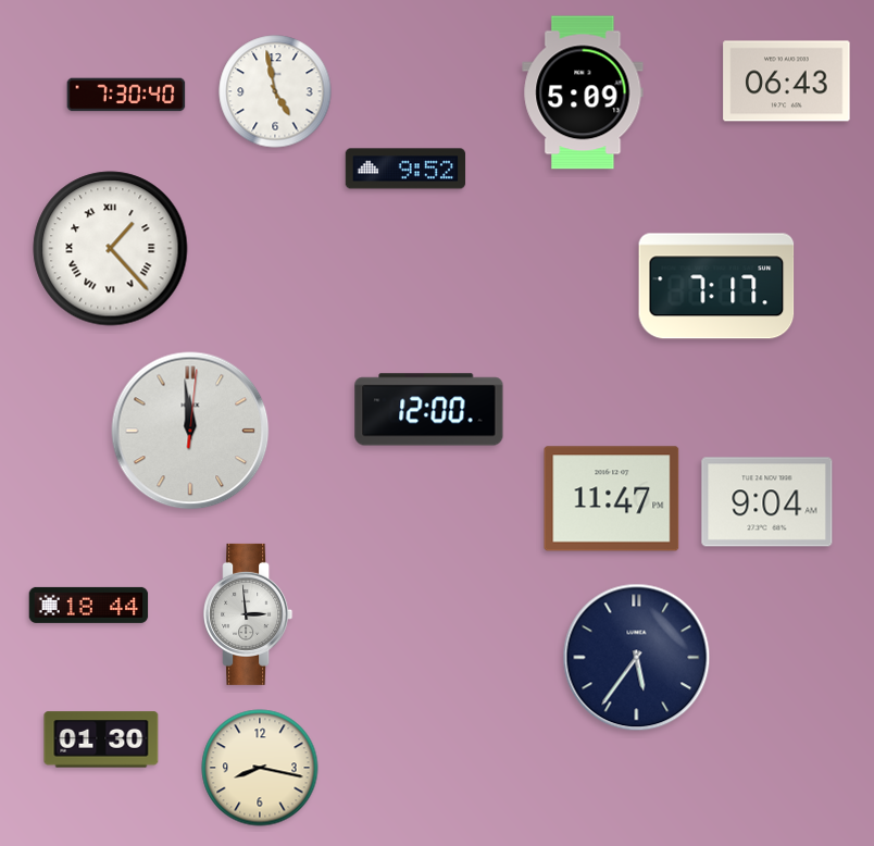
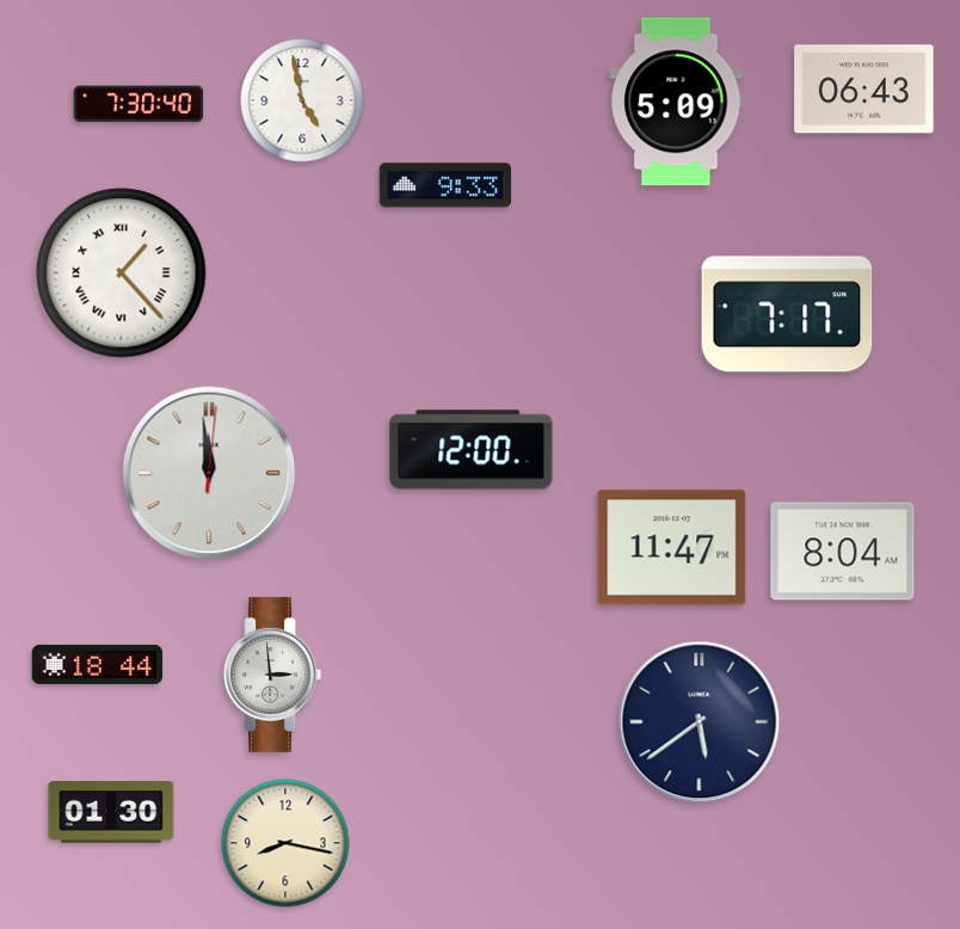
clock at (583, 92) position: (583, 92) -> (676, 101)
clock at (405, 169): 9:52 -> 9:33
clock at (767, 502): 9:04 -> 8:04
clock at (637, 658): 5:36 -> 5:39
